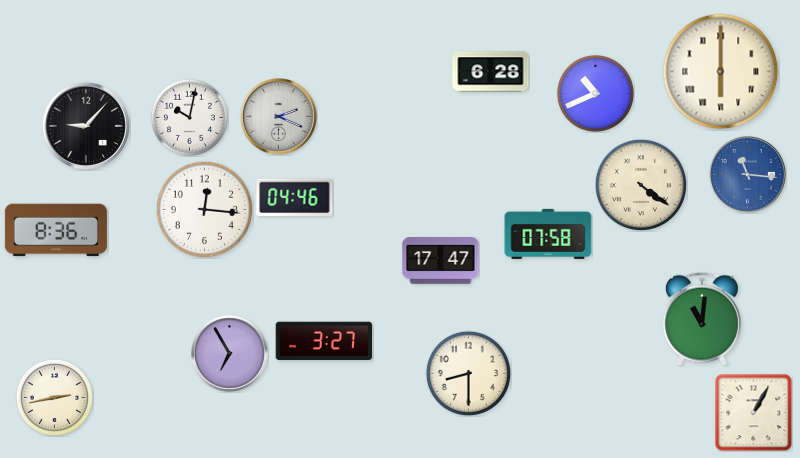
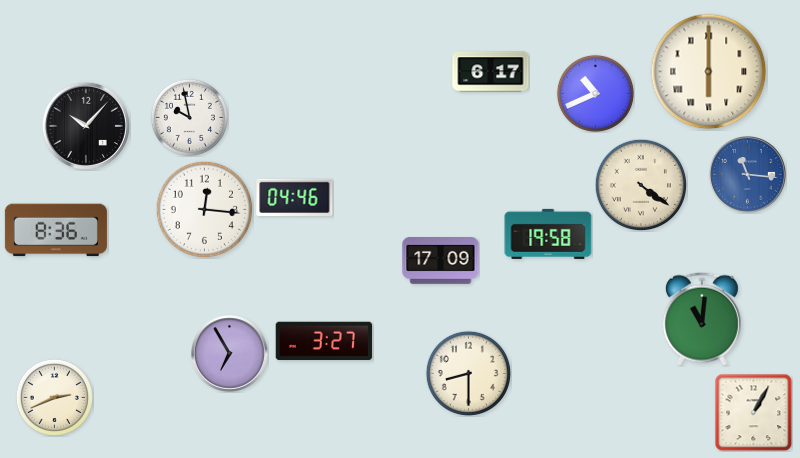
clock at (491, 72): 6:28 -> 6:17
clock at (721, 72) position: (721, 72) -> (709, 72)
clock at (189, 117): 10:02 -> 9:58
clock at (279, 117): 2:19 -> none
clock at (86, 126): 9:07 -> 10:07
clock at (548, 234): 07:58 -> 19:58
clock at (441, 261): 17:47 -> 17:09
clock at (54, 397): 2:43 -> 2:41
